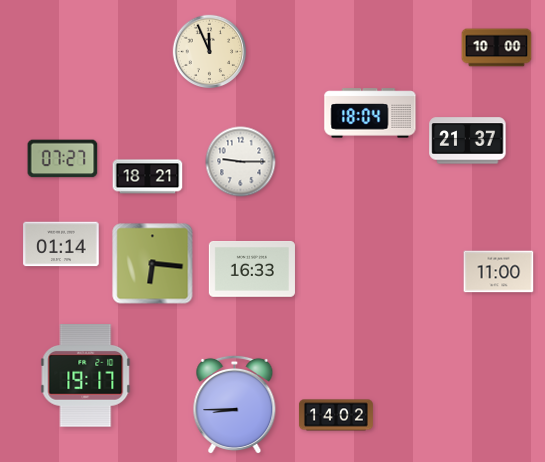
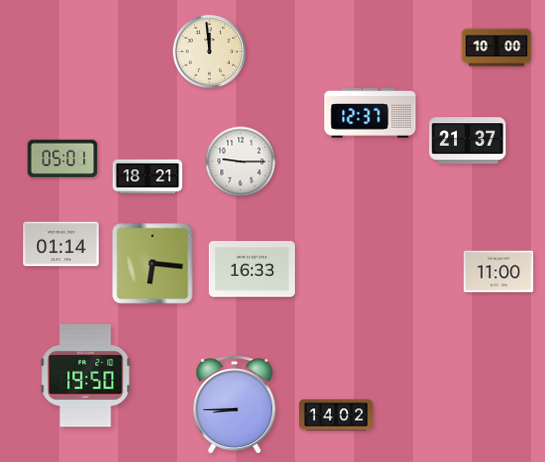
clock at (210, 52): 11:56 -> 11:59
clock at (370, 113): 18:04 -> 12:37
clock at (63, 159): 07:27 -> 05:01
clock at (86, 376): 19:17 -> 19:50
